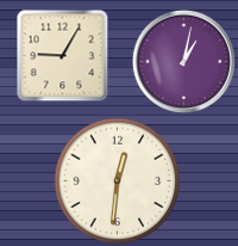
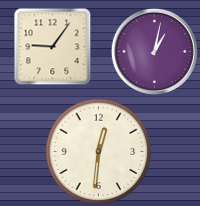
clock at (62, 55): 9:05 -> 9:06
